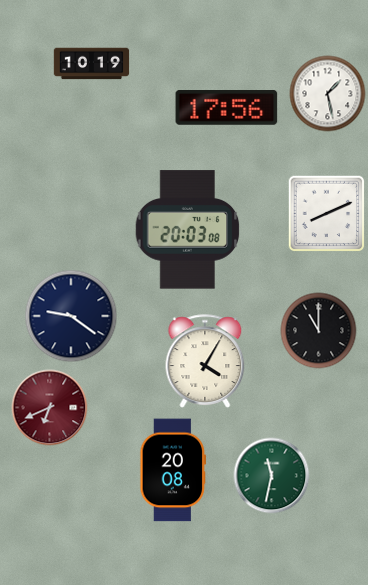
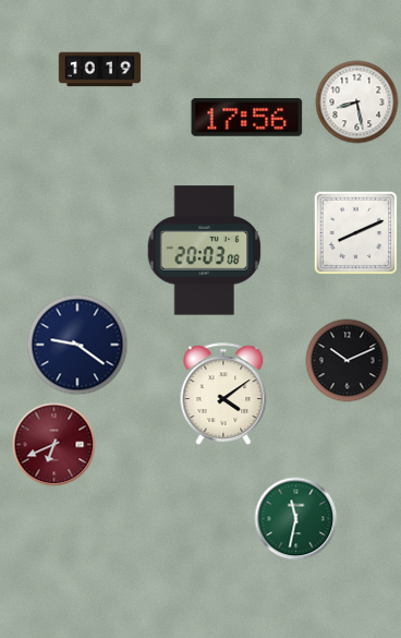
clock at (328, 94): 1:28 -> 8:28
clock at (319, 331): 11:00 -> 10:11
clock at (205, 361): 4:05 -> 4:09
clock at (173, 470): 20:08 -> none
